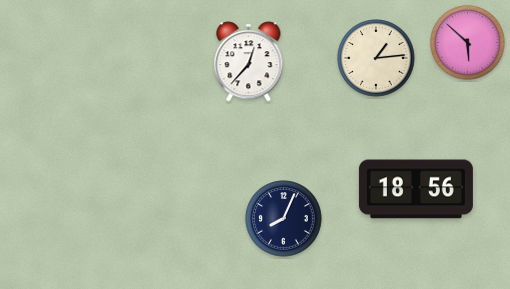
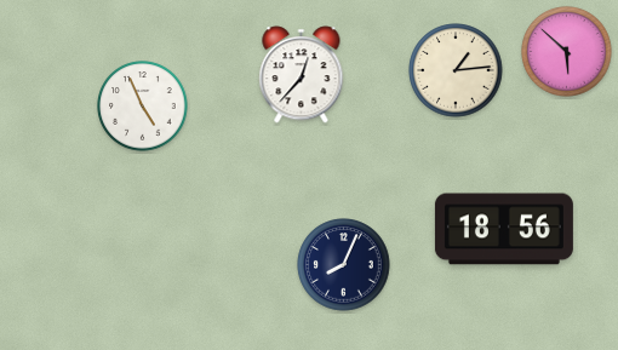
clock at (143, 107): none -> 4:56
